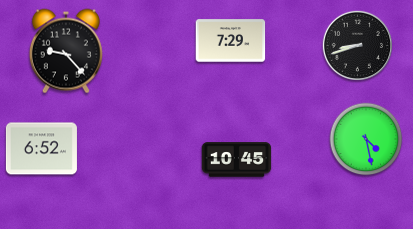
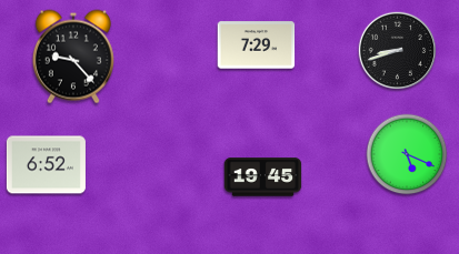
clock at (366, 139): 4:28 -> 5:19
clock at (237, 160): 10:45 -> 19:45
